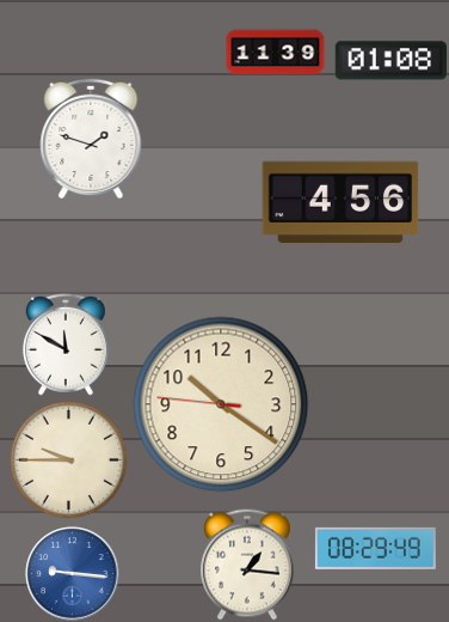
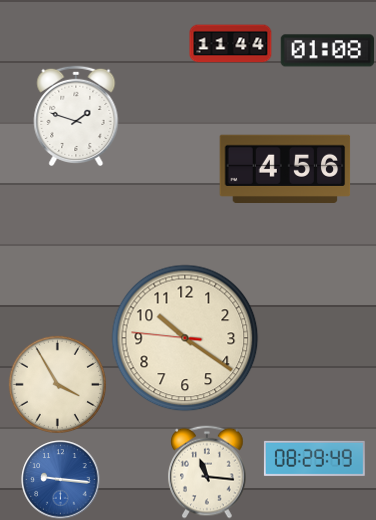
clock at (276, 53): 11:39 -> 11:44
clock at (66, 344): 11:50 -> none
clock at (68, 459): 9:45 -> 3:55
clock at (247, 565): 1:16 -> 11:16
